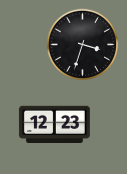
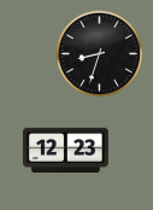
clock at (83, 45): 3:33 -> 8:33
